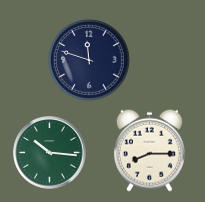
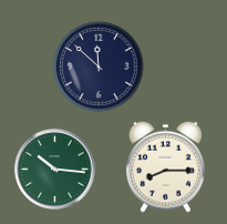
clock at (89, 60): 11:48 -> 11:52
